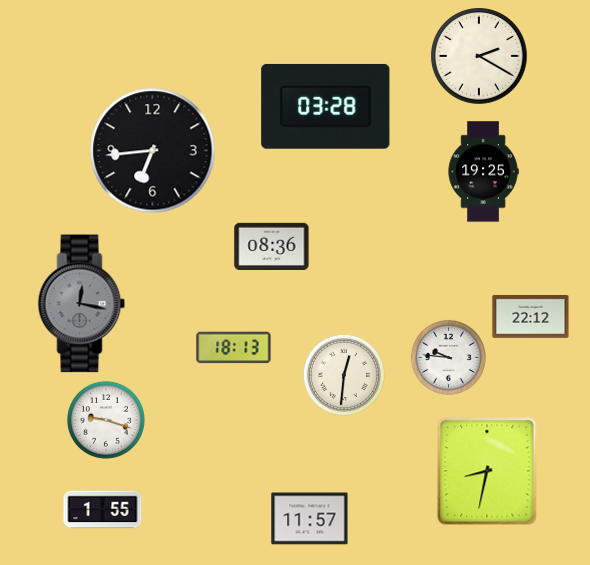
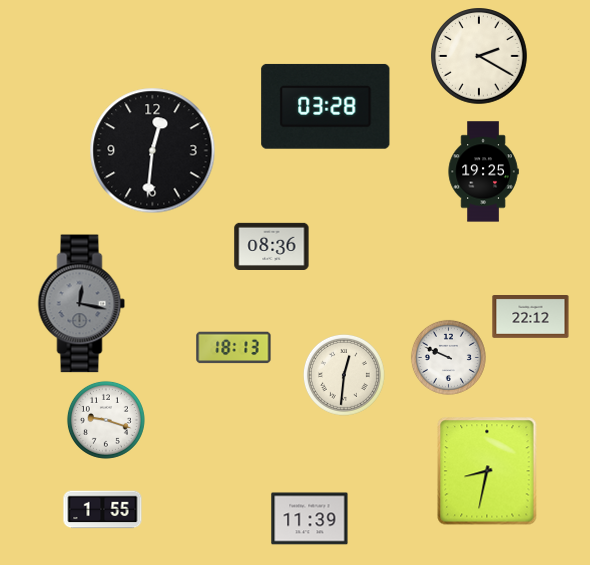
clock at (153, 151): 6:44 -> 12:31
clock at (448, 357): 9:46 -> 9:49
clock at (310, 519): 11:57 -> 11:39
